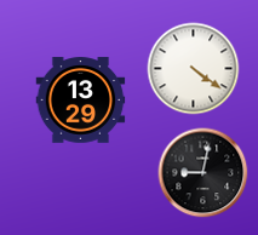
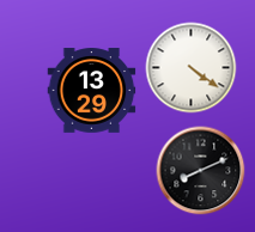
clock at (81, 101) position: (81, 101) -> (92, 91)
clock at (203, 173): 9:02 -> 8:11
